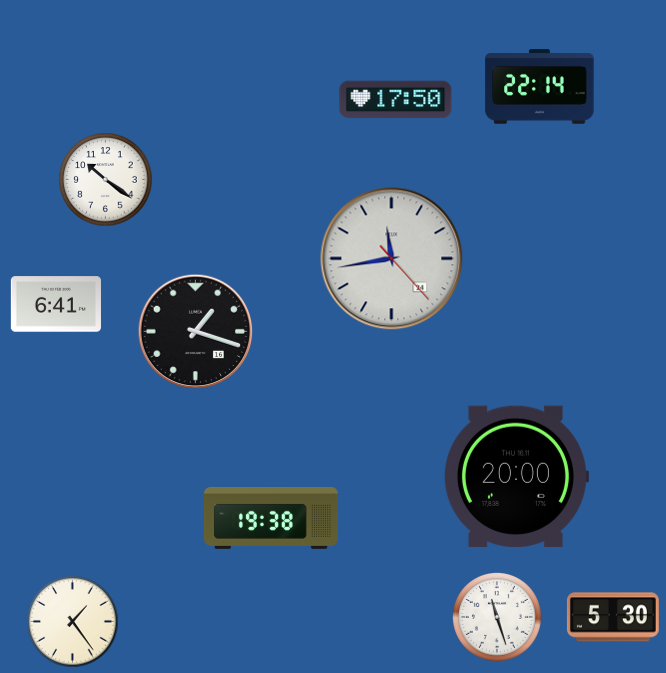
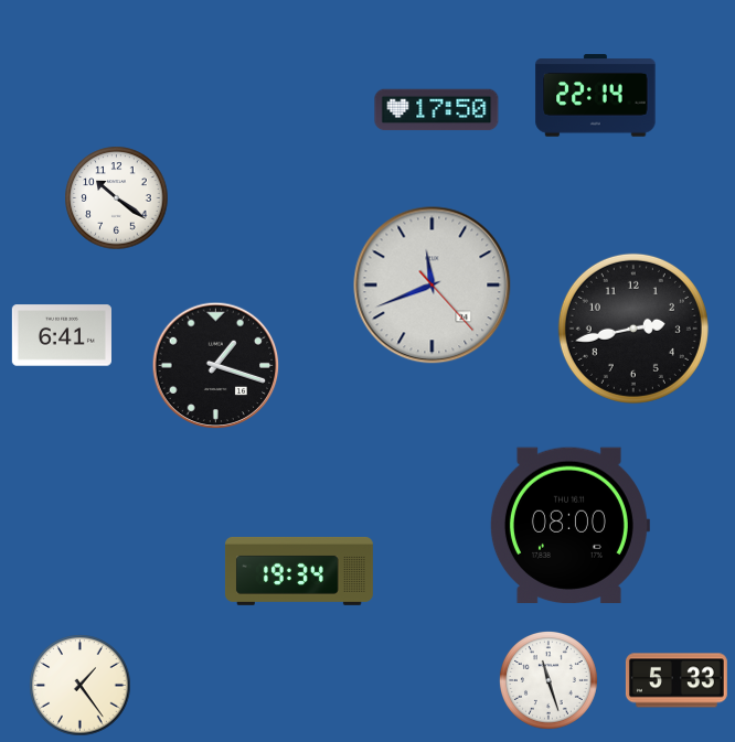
clock at (392, 259): 11:43 -> 11:41
clock at (633, 329): none -> 2:43
clock at (516, 476): 20:00 -> 08:00
clock at (271, 518): 19:38 -> 19:34
clock at (613, 617): 5:30 -> 5:33
